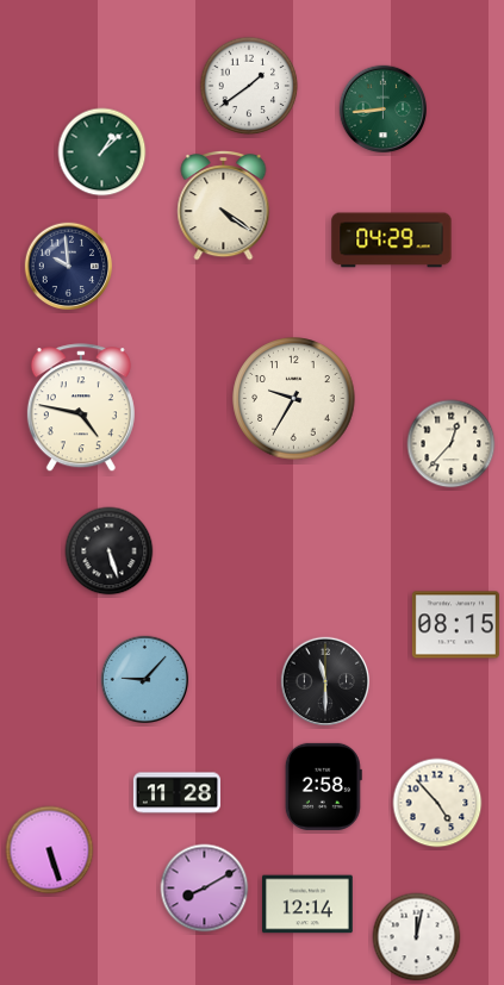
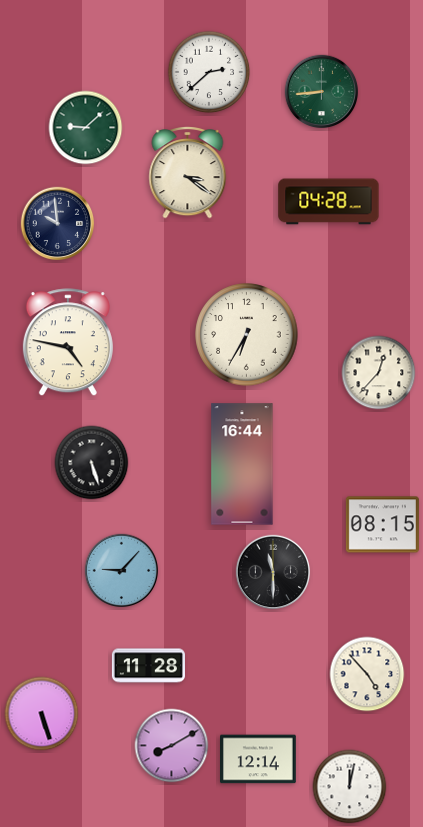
clock at (249, 86): 1:39 -> 2:38
clock at (102, 152): 1:08 -> 9:08
clock at (224, 206): 4:21 -> 3:21
clock at (392, 241): 04:29 -> 04:28
clock at (294, 399): 9:35 -> 6:35
clock at (242, 464): none -> 16:44
clock at (323, 786): 2:58 -> none
